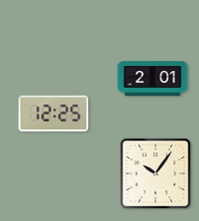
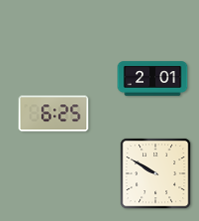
clock at (54, 114): 12:25 -> 6:25
clock at (156, 174): 10:06 -> 9:50
